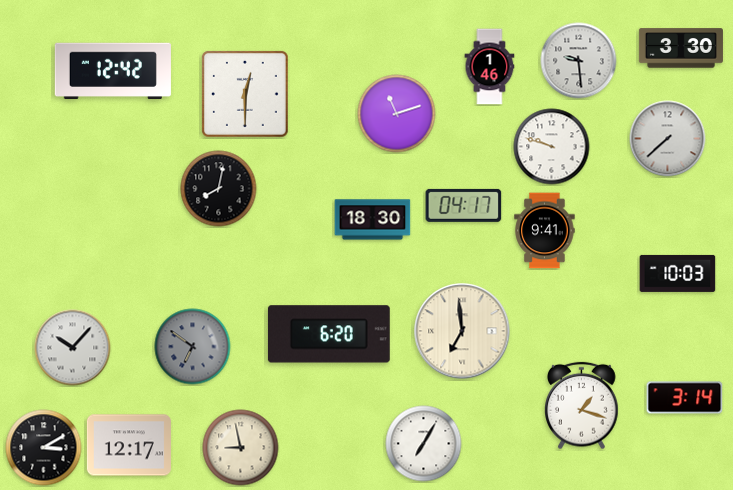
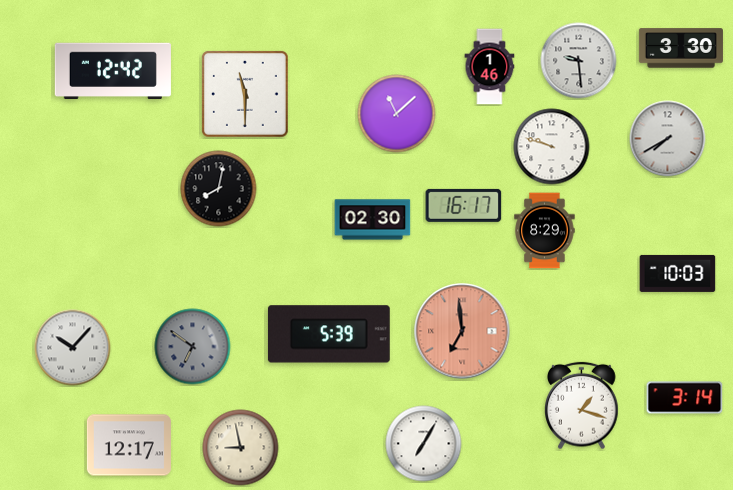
clock at (245, 94): 12:30 -> 11:30
clock at (397, 114): 11:12 -> 11:08
clock at (668, 139): 7:38 -> 7:40
clock at (464, 205): 04:17 -> 16:17
clock at (373, 220): 18:30 -> 02:30
clock at (545, 231): 9:41 -> 8:29
clock at (462, 331) dial: cream -> salmon
clock at (329, 334): 6:20 -> 5:39
clock at (44, 448): 3:10 -> none
